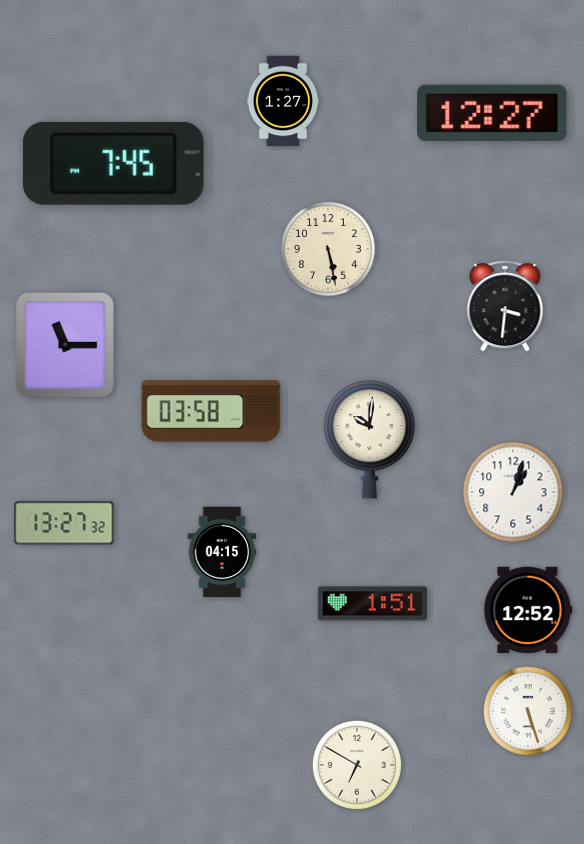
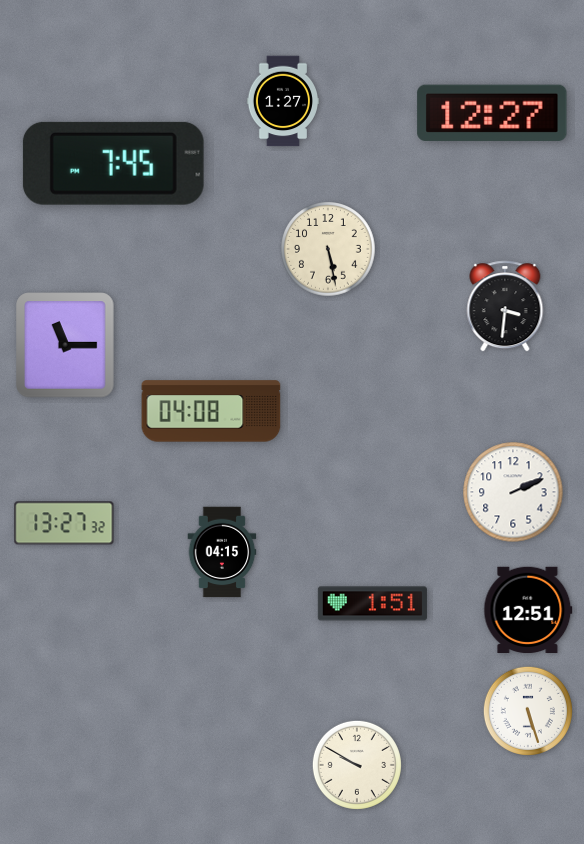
clock at (211, 411): 03:58 -> 04:08
clock at (370, 440): 10:01 -> none
clock at (513, 492): 1:03 -> 2:11
clock at (528, 609): 12:52 -> 12:51
clock at (357, 765): 6:50 -> 9:50
